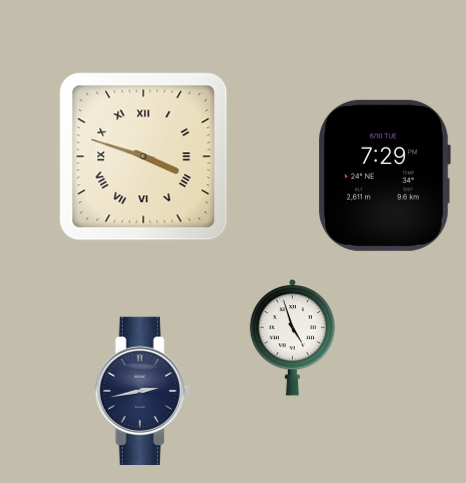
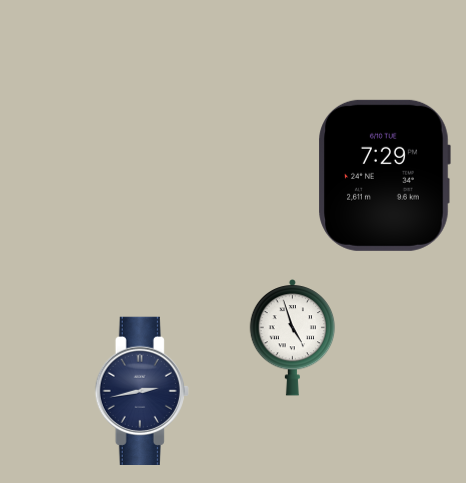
clock at (144, 157): 3:48 -> none
